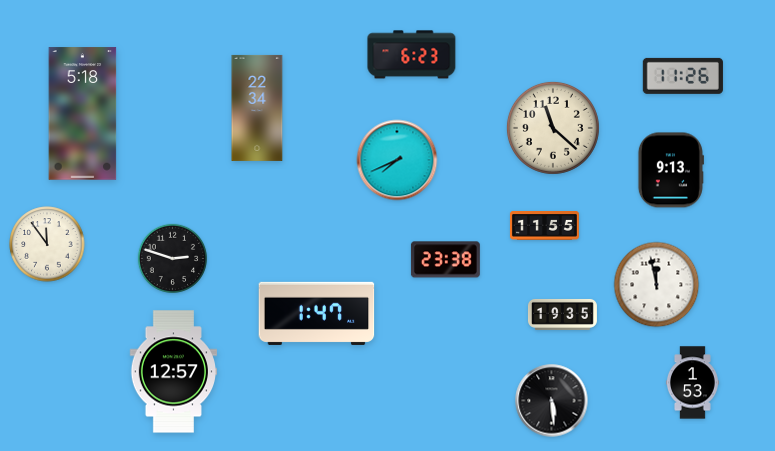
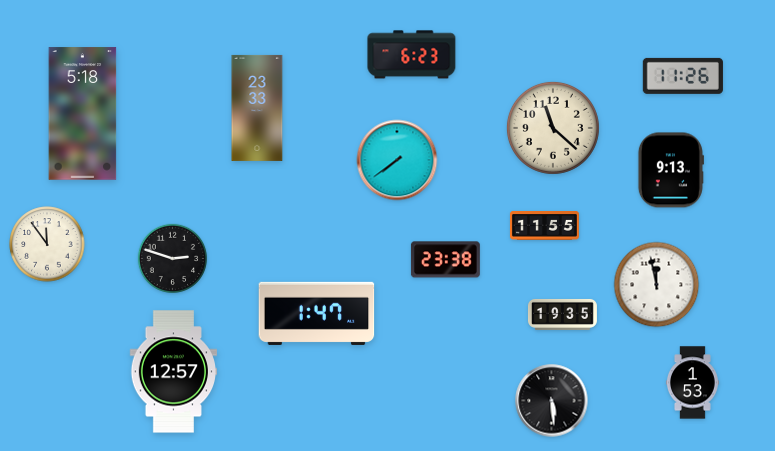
clock at (257, 108): 22:34 -> 23:33
clock at (397, 160): 7:41 -> 7:39
